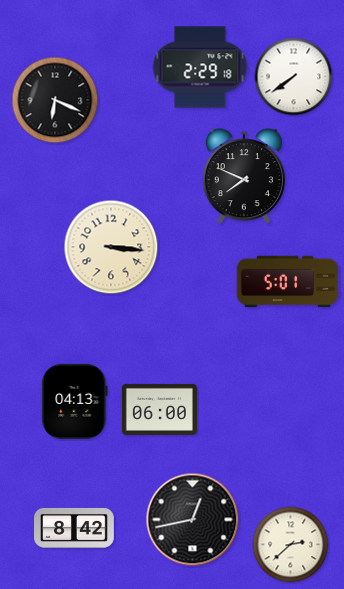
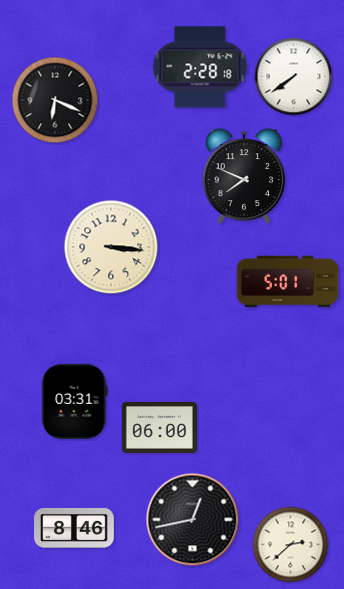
clock at (200, 67): 2:29 -> 2:28
clock at (75, 401): 04:13 -> 03:31
clock at (159, 409) position: (159, 409) -> (159, 427)
clock at (74, 528): 8:42 -> 8:46
